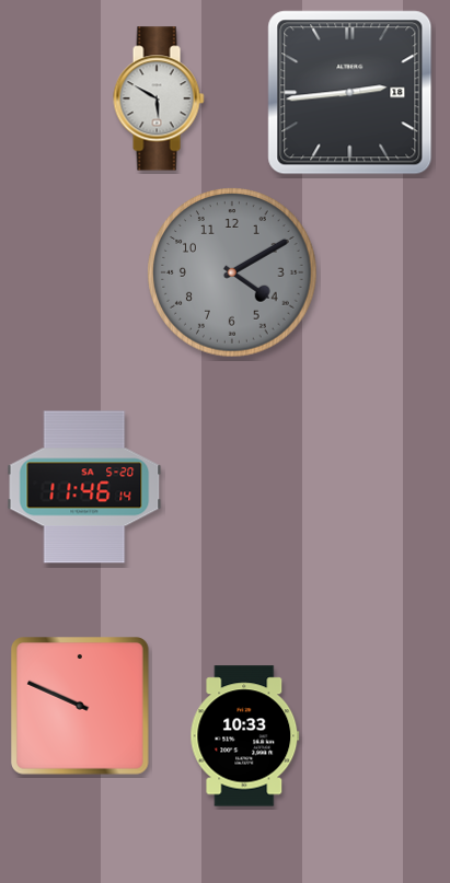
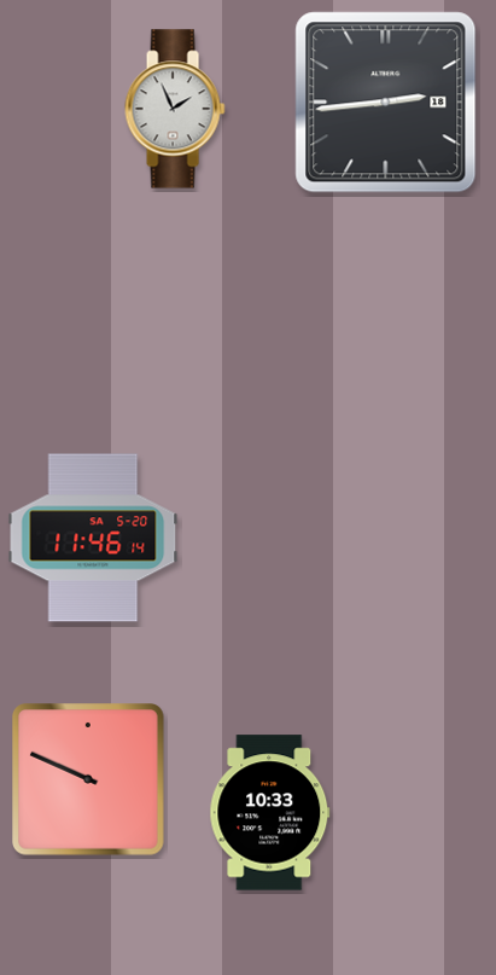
clock at (159, 98): 5:50 -> 1:56
clock at (232, 272): 4:10 -> none
